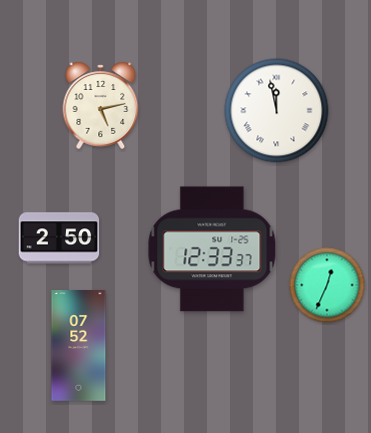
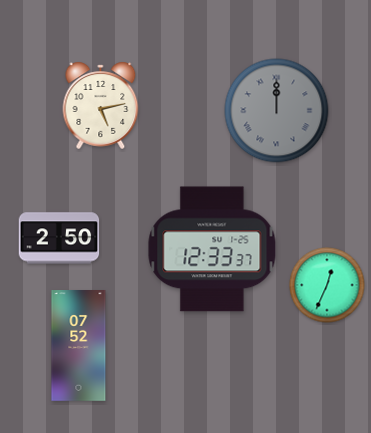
clock at (277, 111): 11:58 -> 12:00
clock at (277, 111) dial: white -> grey
